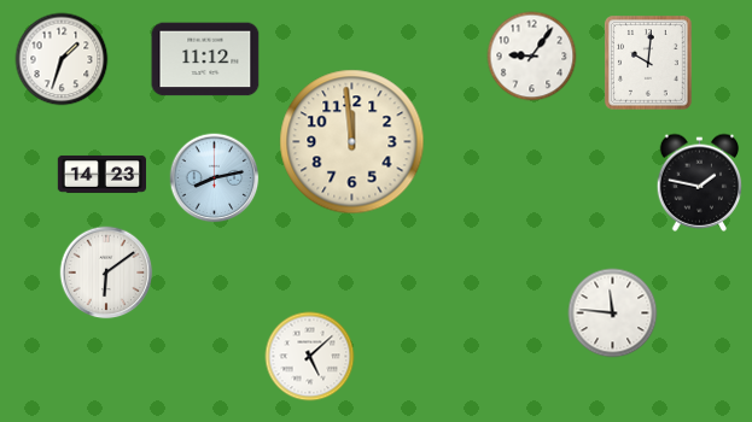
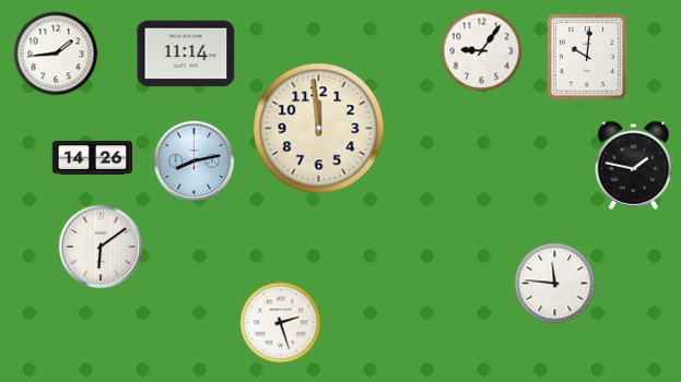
clock at (62, 59): 1:33 -> 1:44
clock at (205, 59): 11:12 -> 11:14
clock at (101, 175): 14:23 -> 14:26
clock at (106, 272) position: (106, 272) -> (101, 247)
clock at (310, 357): 5:08 -> 2:27
